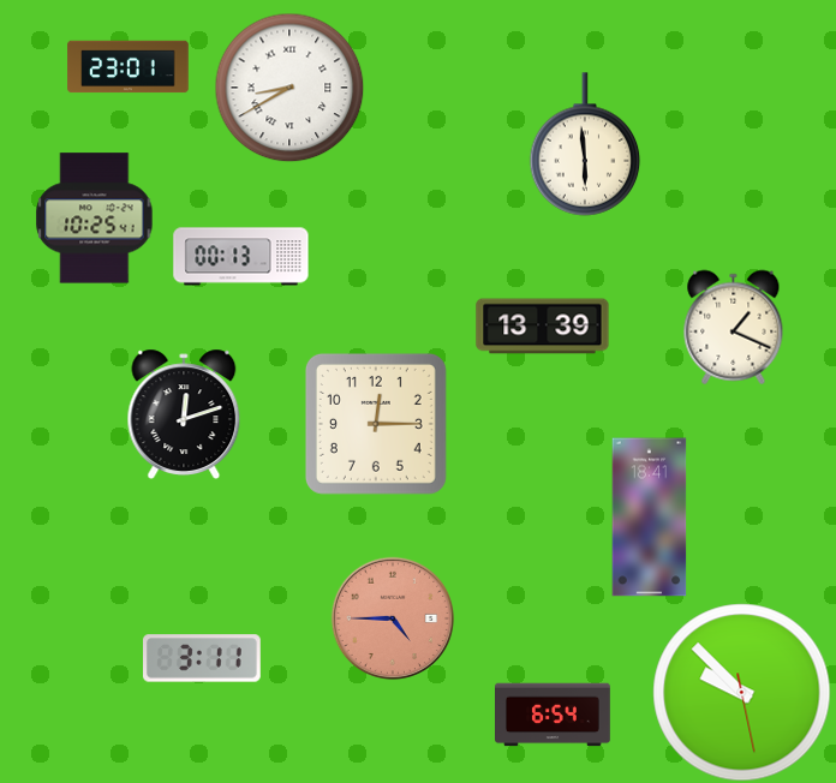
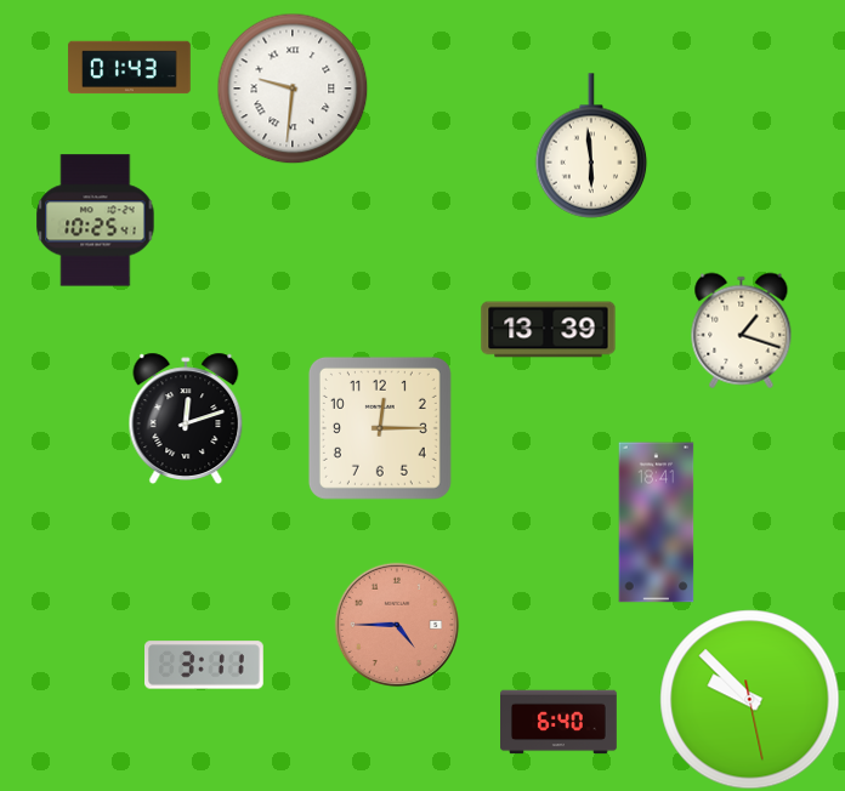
clock at (129, 67): 23:01 -> 01:43
clock at (289, 88): 8:40 -> 9:31
clock at (241, 257): 00:13 -> none
clock at (734, 327): 1:19 -> 1:18
clock at (554, 715): 6:54 -> 6:40
